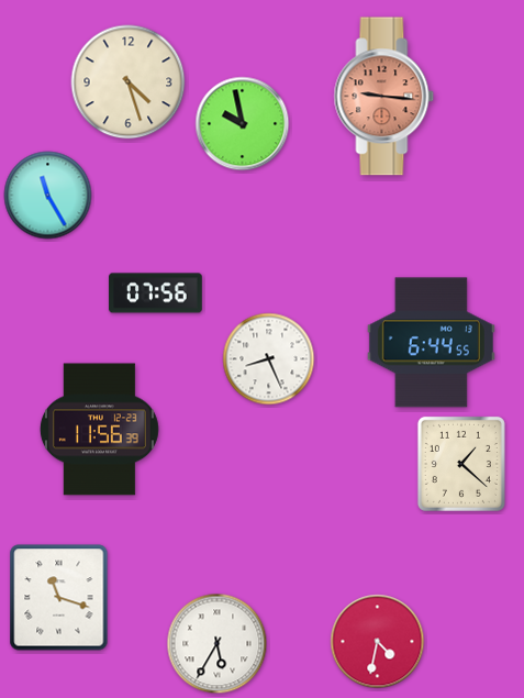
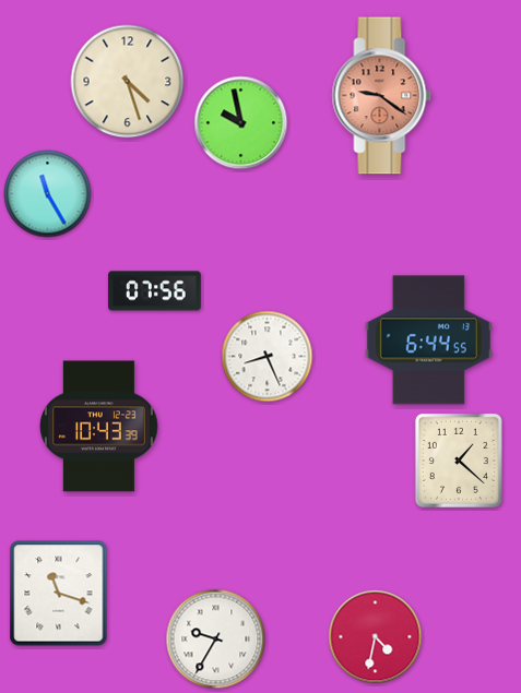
clock at (384, 97): 9:16 -> 9:21
clock at (99, 430): 11:56 -> 10:43
clock at (218, 644): 5:35 -> 9:35
